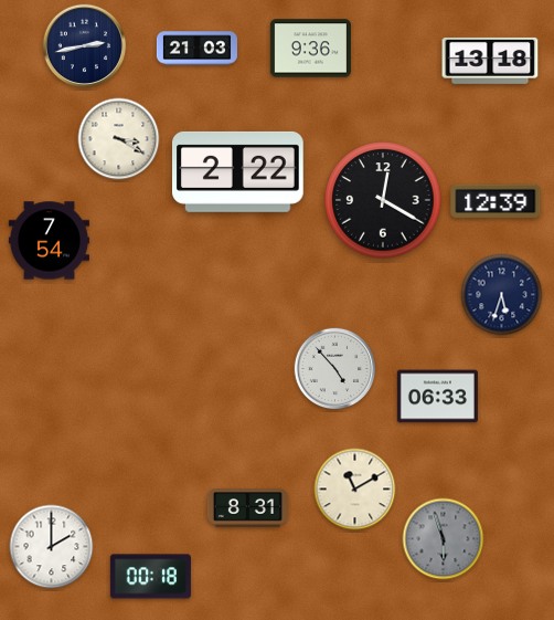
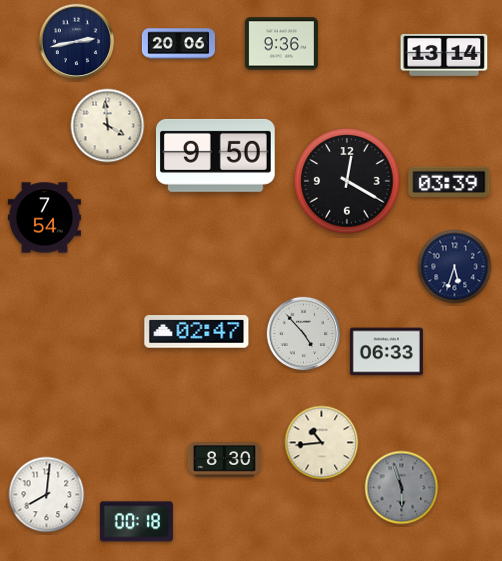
clock at (196, 49): 21:03 -> 20:06
clock at (490, 61): 13:18 -> 13:14
clock at (119, 139): 3:20 -> 3:59
clock at (238, 171): 2:22 -> 9:50
clock at (496, 201): 12:39 -> 03:39
clock at (197, 332): none -> 02:47
clock at (437, 397) position: (437, 397) -> (386, 352)
clock at (355, 490): 11:10 -> 10:44
clock at (247, 508): 8:31 -> 8:30
clock at (52, 547): 2:00 -> 8:01
